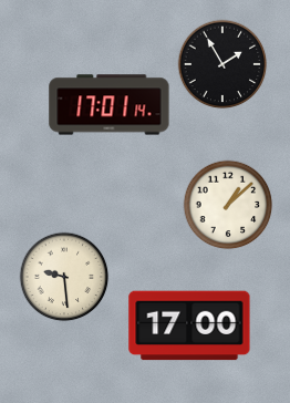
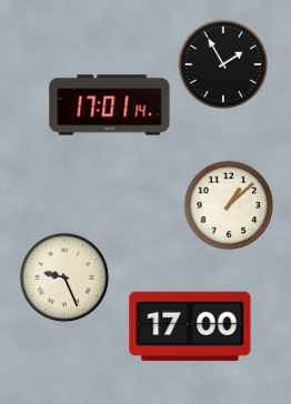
clock at (64, 277): 9:29 -> 9:26
